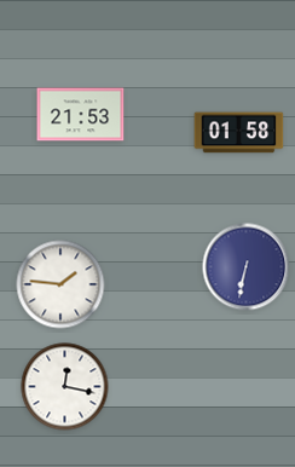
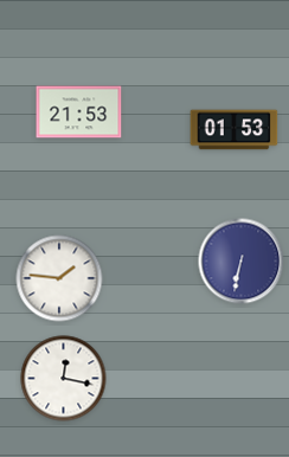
clock at (239, 133): 01:58 -> 01:53
